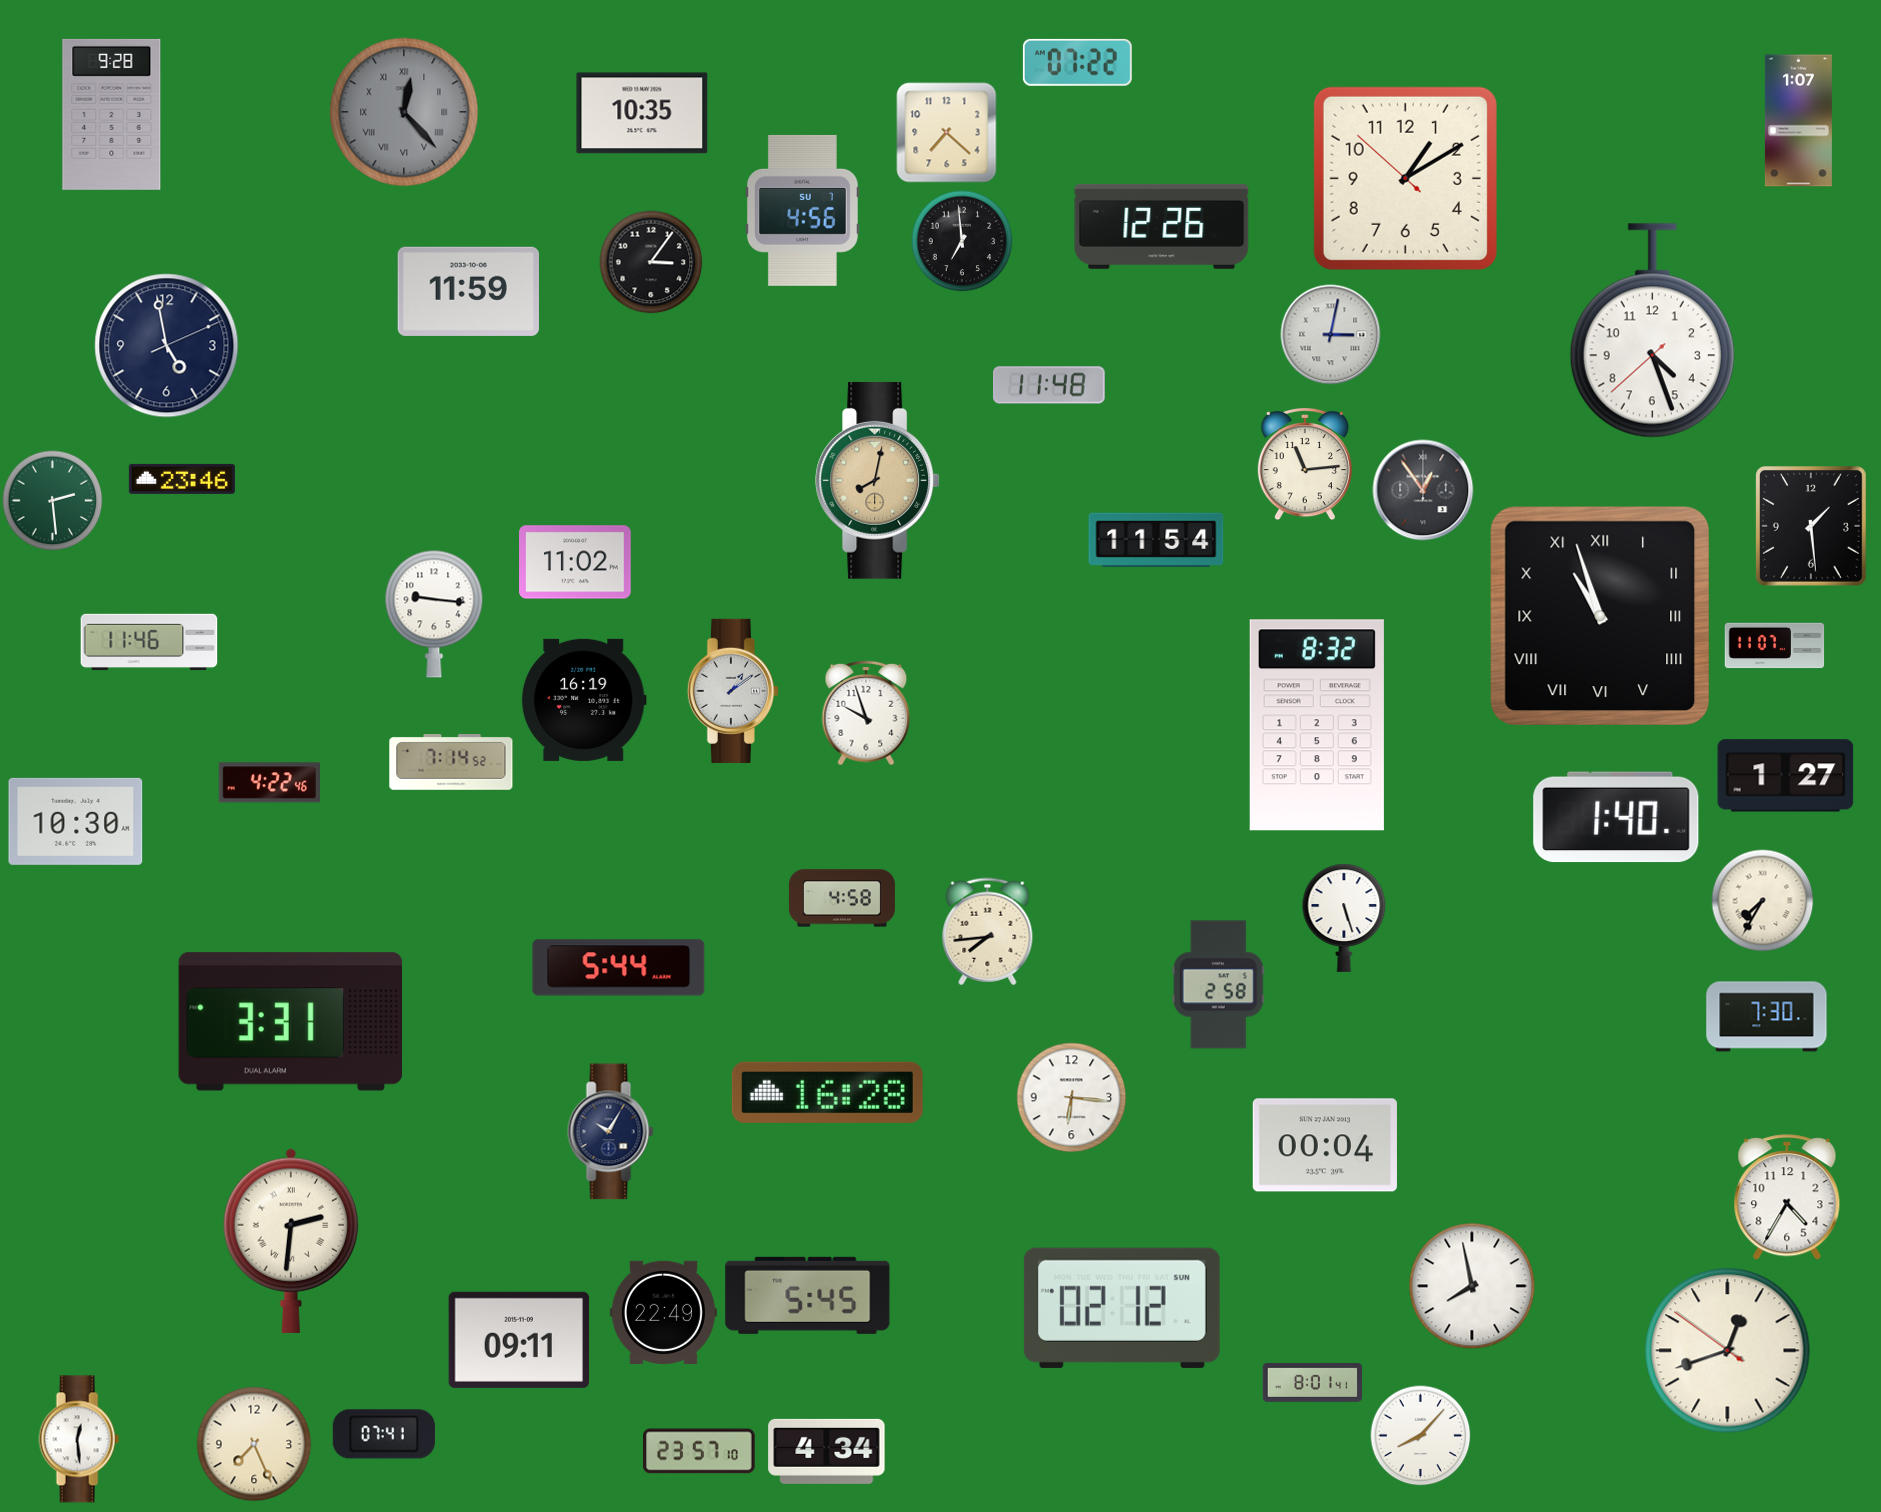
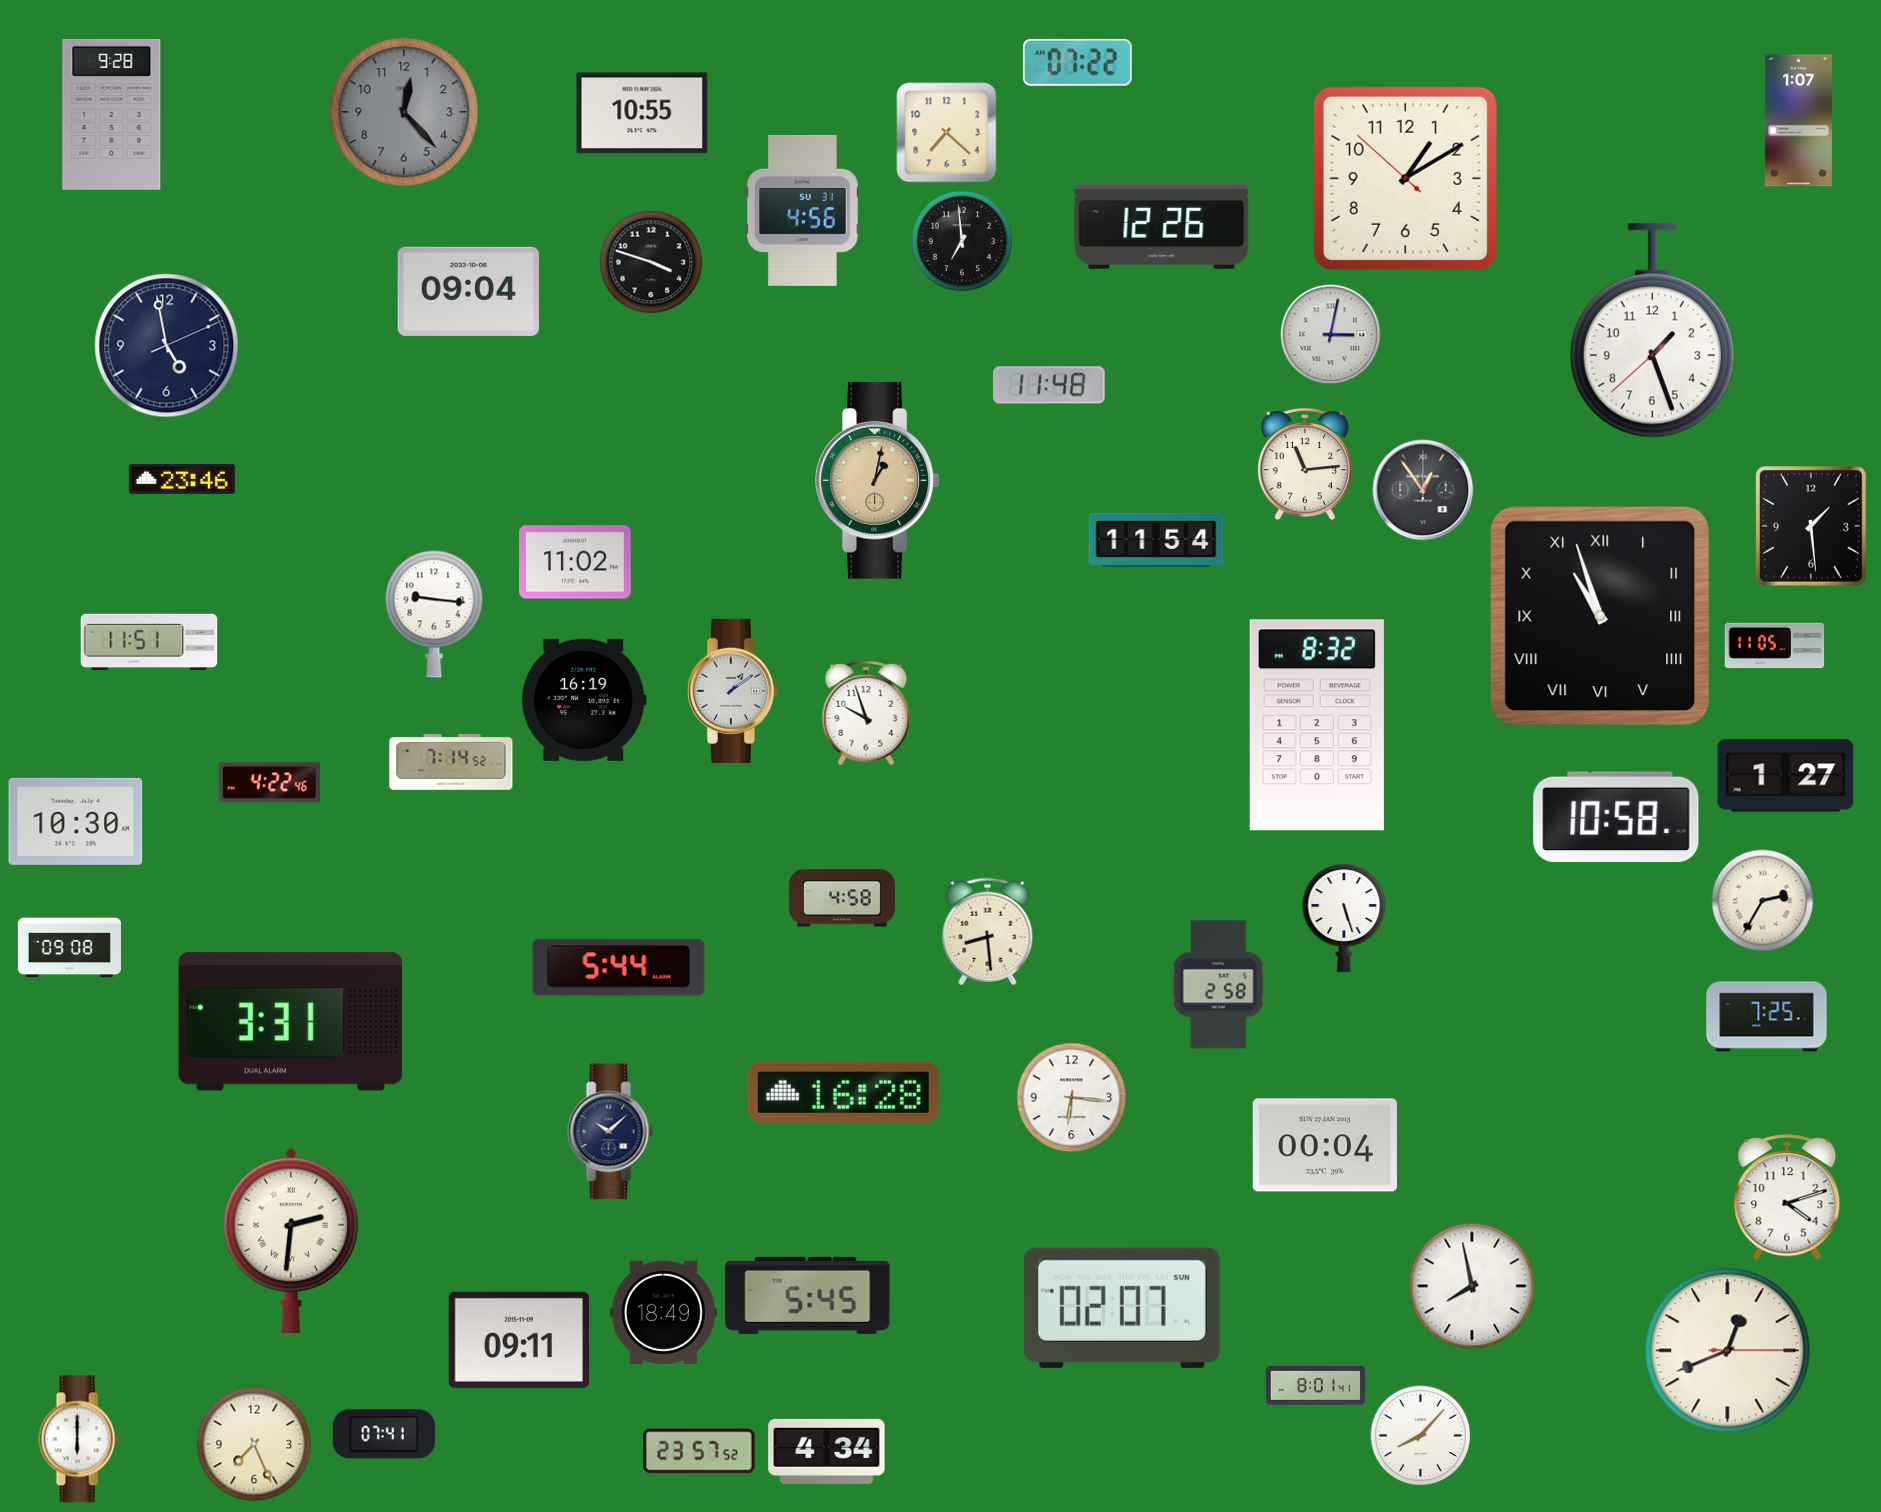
clock at (404, 112) numerals: Roman -> Arabic
clock at (642, 113): 10:35 -> 10:55
clock at (802, 210) date: SU 7 -> SU 31
clock at (651, 262): 3:06 -> 3:48
clock at (468, 291): 11:59 -> 09:04
clock at (1652, 331): 4:26 -> 1:26
clock at (877, 480): 8:02 -> 1:02
clock at (53, 501): 2:29 -> none
clock at (149, 642): 11:46 -> 11:51
clock at (1775, 646): 11:07 -> 11:05
clock at (1616, 817): 1:40 -> 10:58
clock at (1763, 901): 7:35 -> 2:35
clock at (988, 932): 7:44 -> 8:29
clock at (69, 948): none -> 09:08
clock at (1767, 1017): 7:30 -> 7:25
clock at (827, 1092) position: (827, 1092) -> (843, 1092)
clock at (611, 1132): 10:05 -> 10:08
clock at (1787, 1198): 4:35 -> 4:12
clock at (1122, 1308): 02:12 -> 02:07
clock at (663, 1312): 22:49 -> 18:49
clock at (1728, 1351): 12:41:51 -> 12:41:15
clock at (1313, 1382) position: (1313, 1382) -> (1316, 1385)
clock at (79, 1439): 12:29 -> 6:00
clock at (700, 1451): 23:57:10 -> 23:57:52
